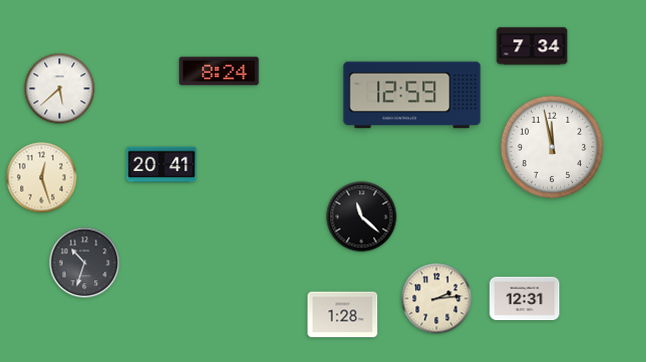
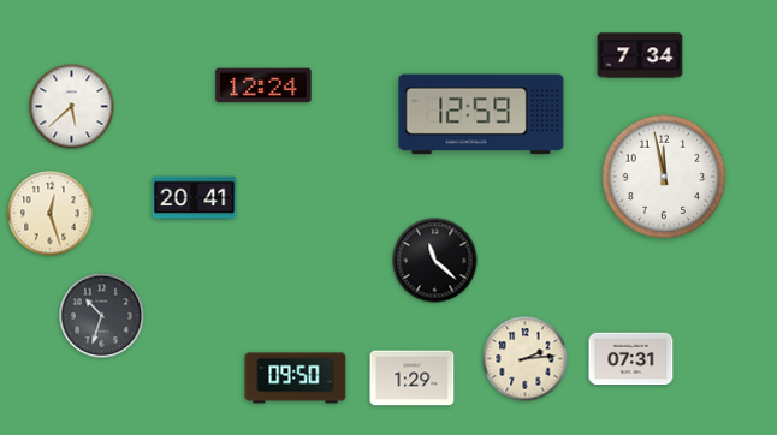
clock at (219, 71): 8:24 -> 12:24
clock at (412, 95) position: (412, 95) -> (481, 114)
clock at (525, 299): 12:31 -> 07:31
clock at (296, 379): none -> 09:50
clock at (343, 315): 1:28 -> 1:29
